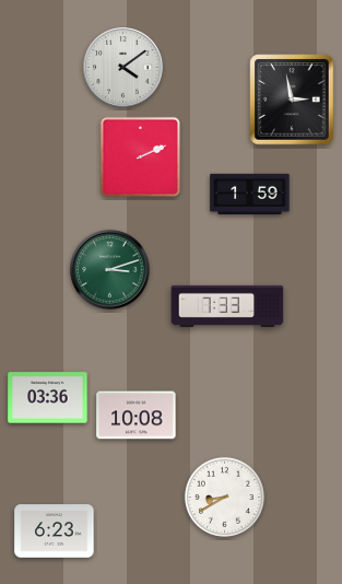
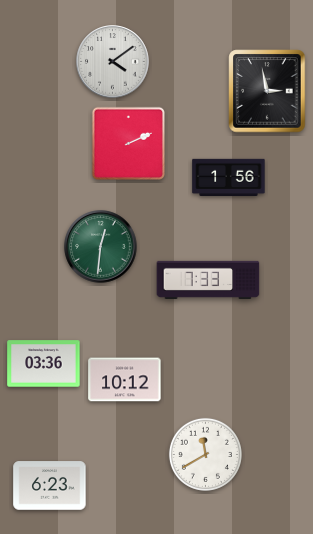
clock at (250, 194): 1:59 -> 1:56
clock at (110, 270): 3:12 -> 12:31
clock at (137, 416): 10:08 -> 10:12
clock at (224, 497): 8:40 -> 11:40
